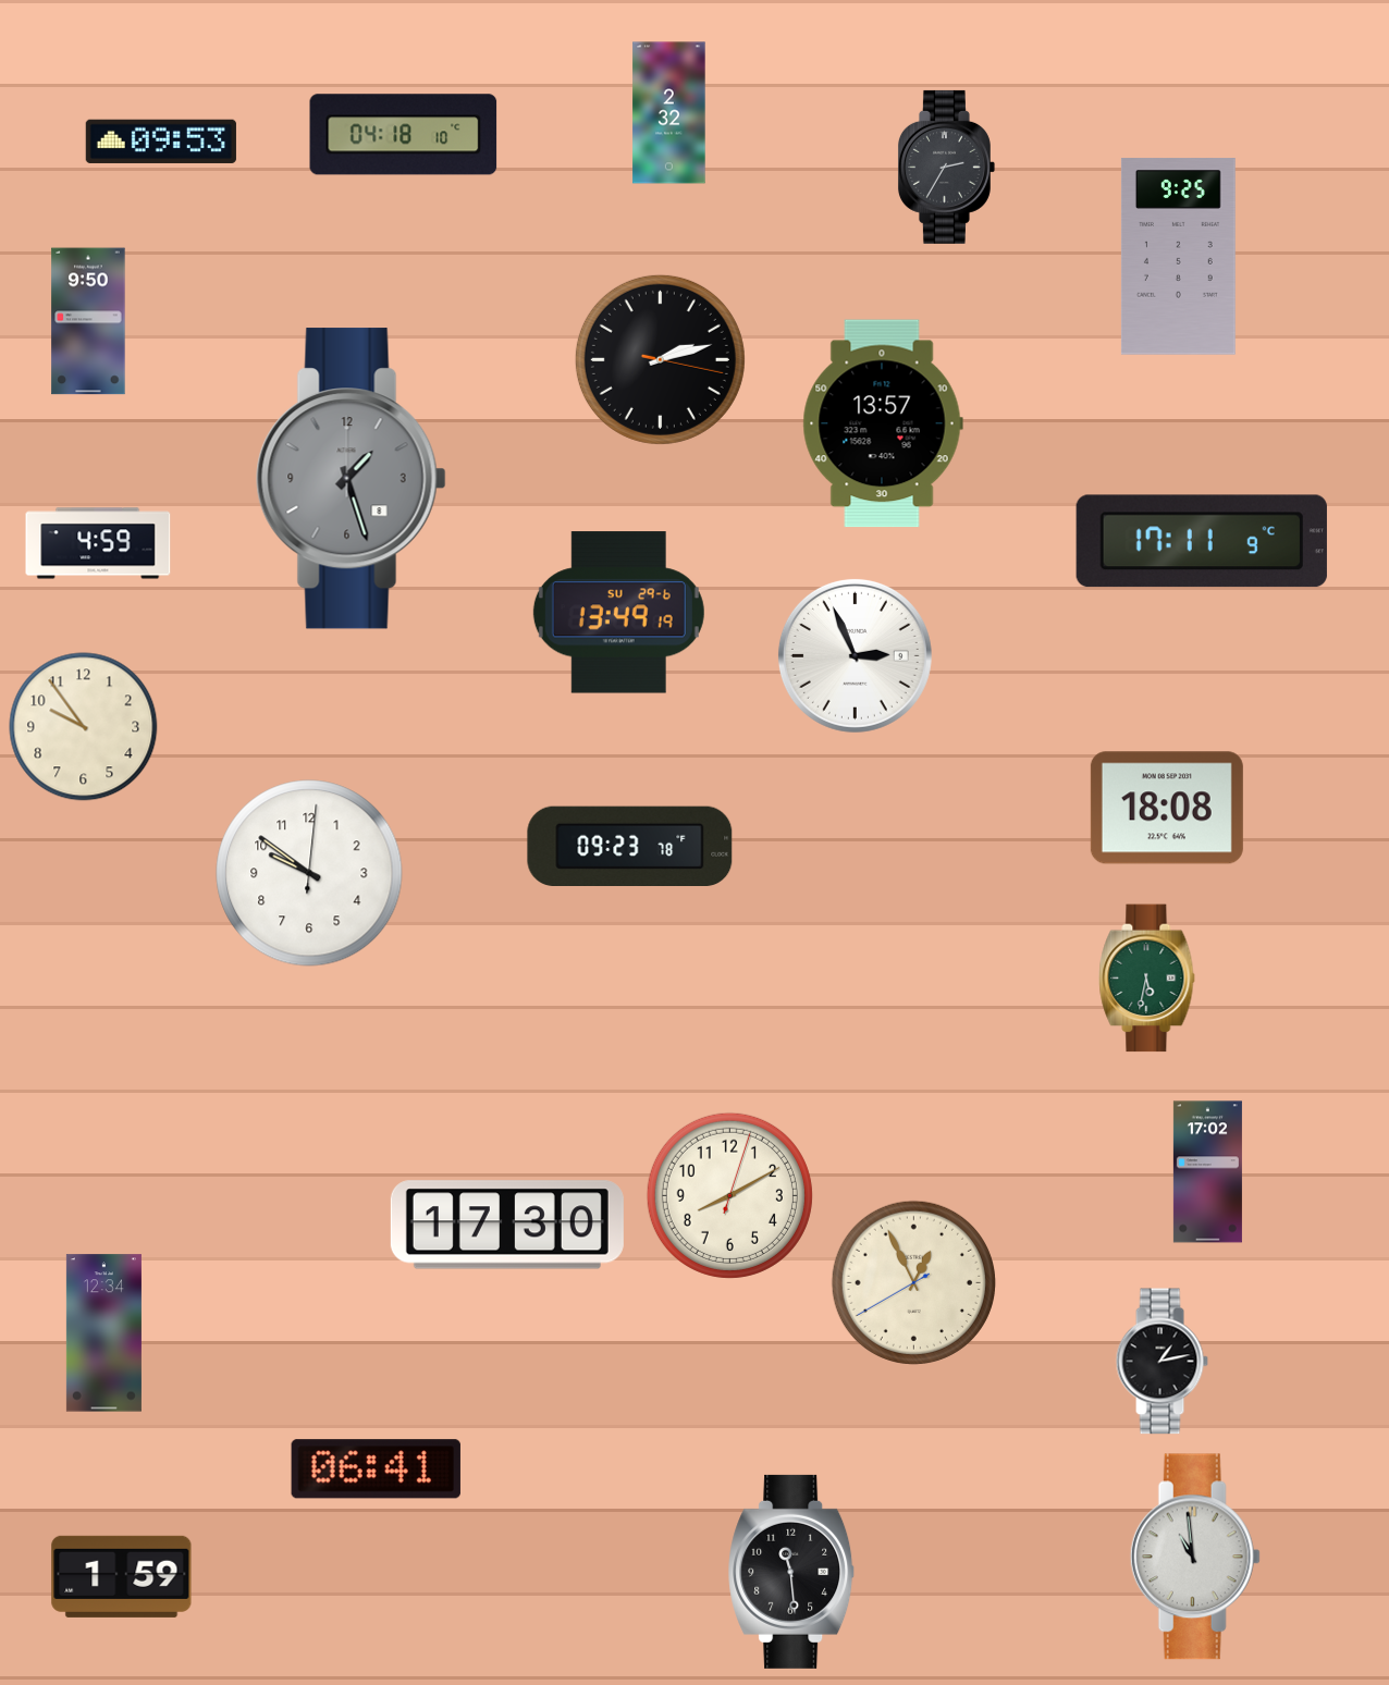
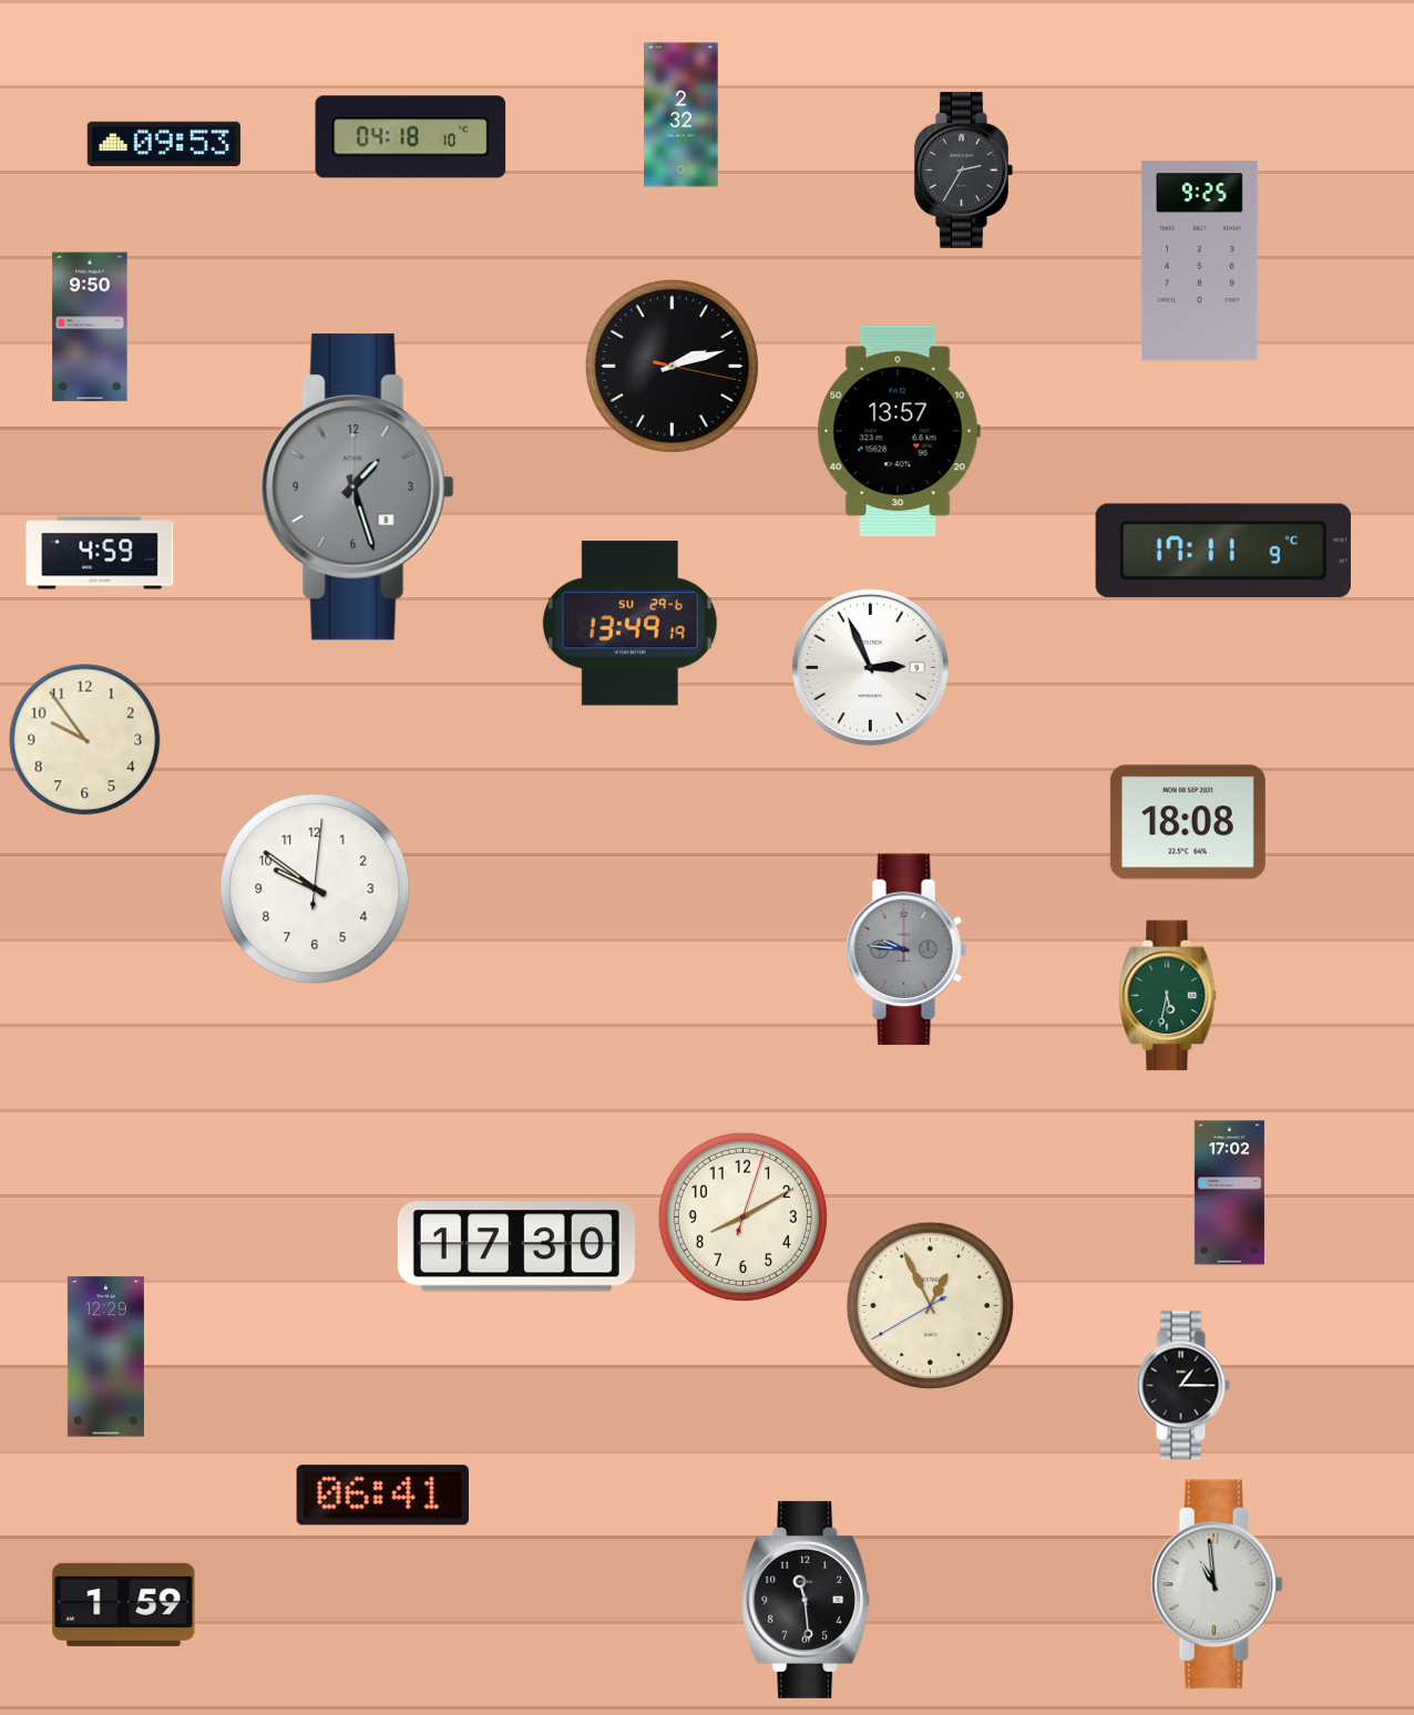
clock at (630, 846): 09:23 -> none
clock at (906, 949): none -> 9:46
clock at (103, 1333): 12:34 -> 12:29
clock at (1161, 1362): 1:13 -> 1:15
